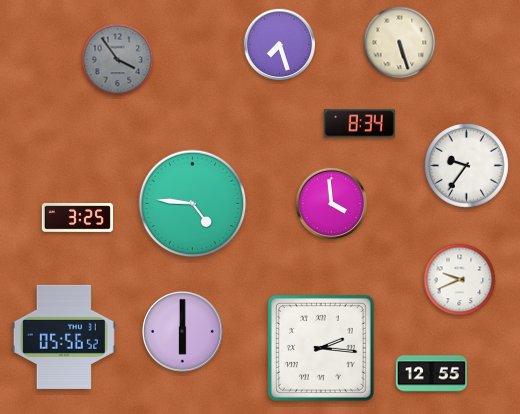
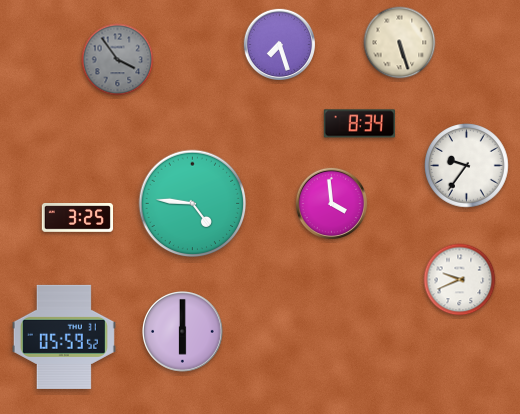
clock at (64, 337): 05:56 -> 05:59
clock at (321, 348): 2:16 -> none
clock at (431, 374): 12:55 -> none
